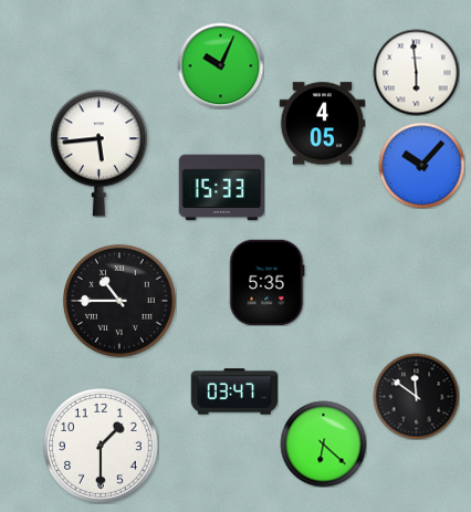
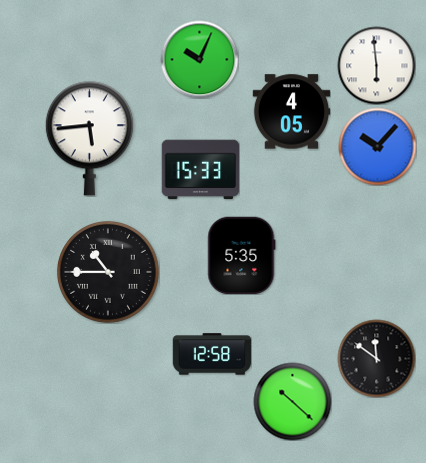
clock at (421, 165) position: (421, 165) -> (377, 146)
clock at (234, 391): 03:47 -> 12:58
clock at (323, 443): 6:22 -> 10:22
clock at (102, 447): 1:30 -> none
